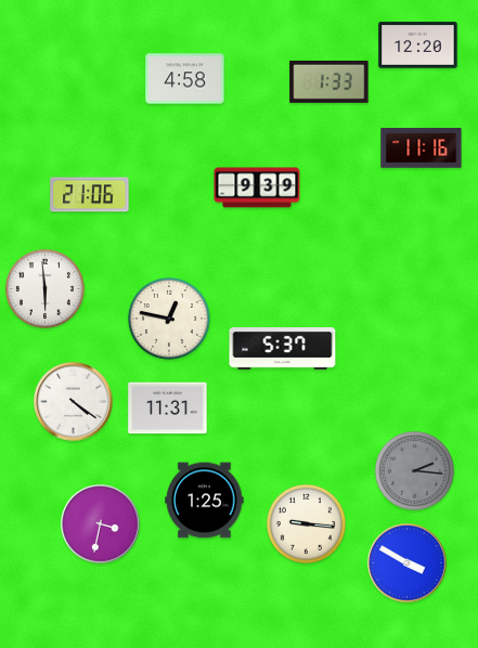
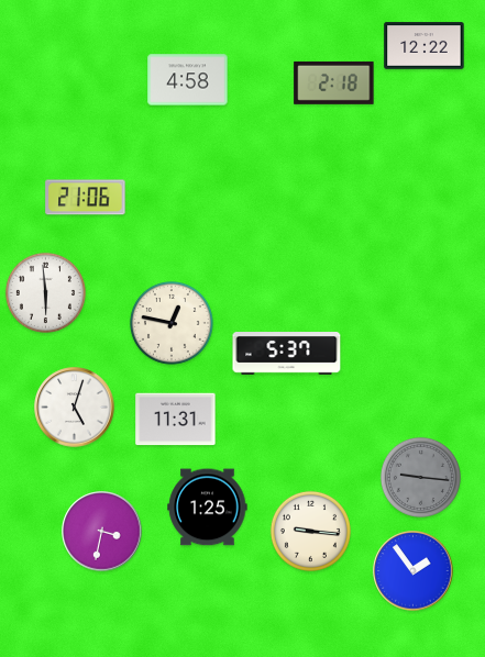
clock at (418, 46): 12:20 -> 12:22
clock at (330, 81): 1:33 -> 2:18
clock at (422, 148): 11:16 -> none
clock at (257, 187): 9:39 -> none
clock at (90, 195) position: (90, 195) -> (86, 198)
clock at (74, 402): 4:21 -> 5:03
clock at (168, 409) position: (168, 409) -> (176, 420)
clock at (414, 470): 2:16 -> 9:16
clock at (408, 563): 3:50 -> 1:54
